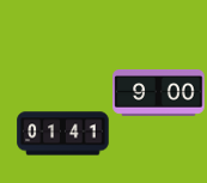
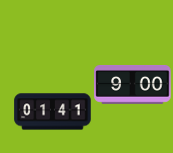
clock at (159, 93) position: (159, 93) -> (133, 85)
